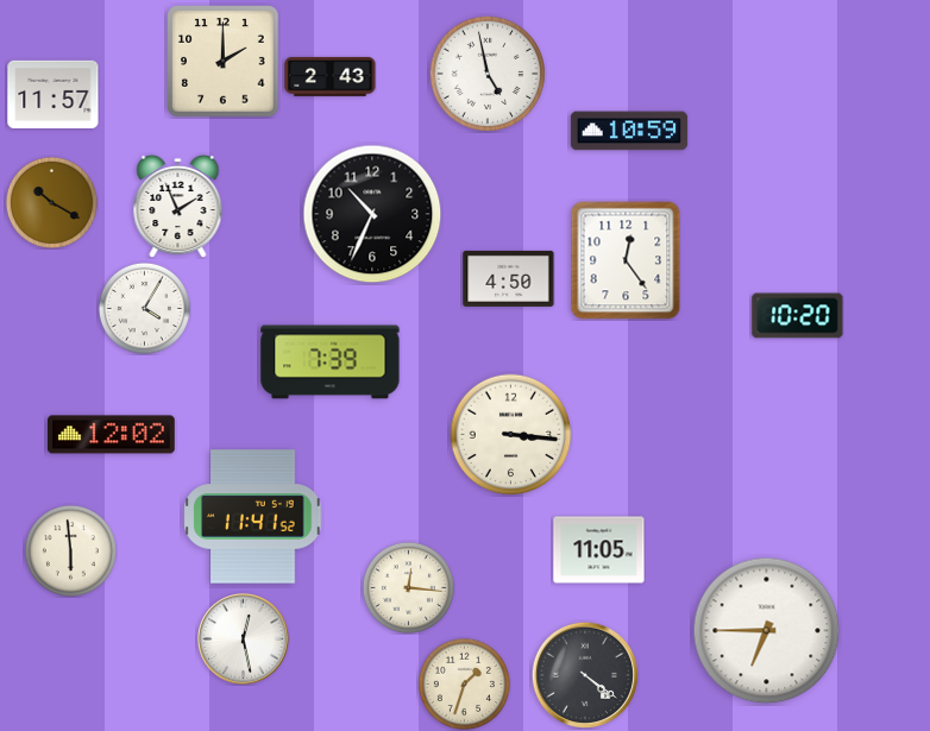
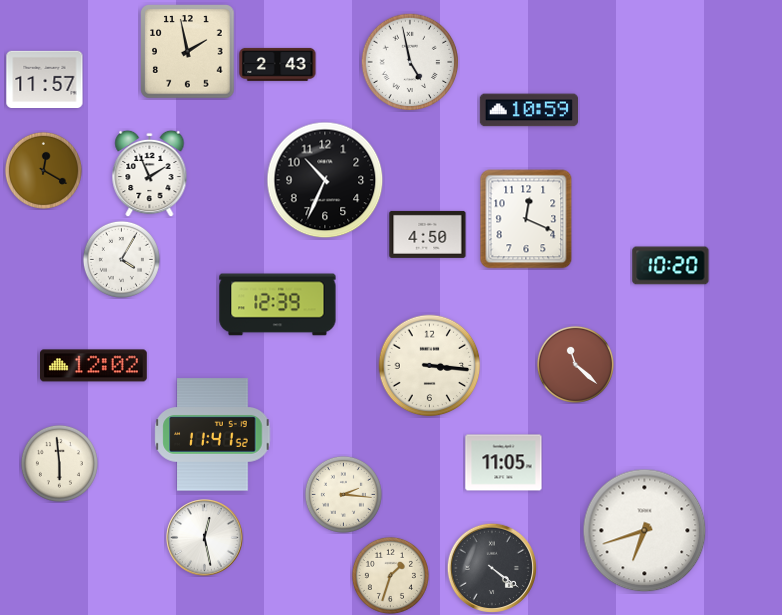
clock at (224, 62): 2:00 -> 1:58
clock at (51, 202): 10:20 -> 12:20
clock at (372, 214) position: (372, 214) -> (325, 180)
clock at (626, 260): 12:24 -> 12:19
clock at (331, 363): 7:39 -> 12:39
clock at (575, 364): none -> 11:22
clock at (408, 587): 12:16 -> 2:16
clock at (767, 631): 6:45 -> 6:42
